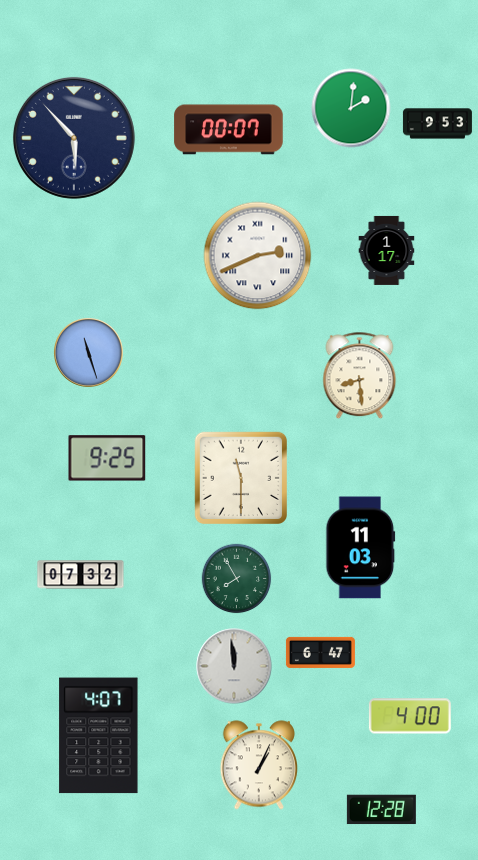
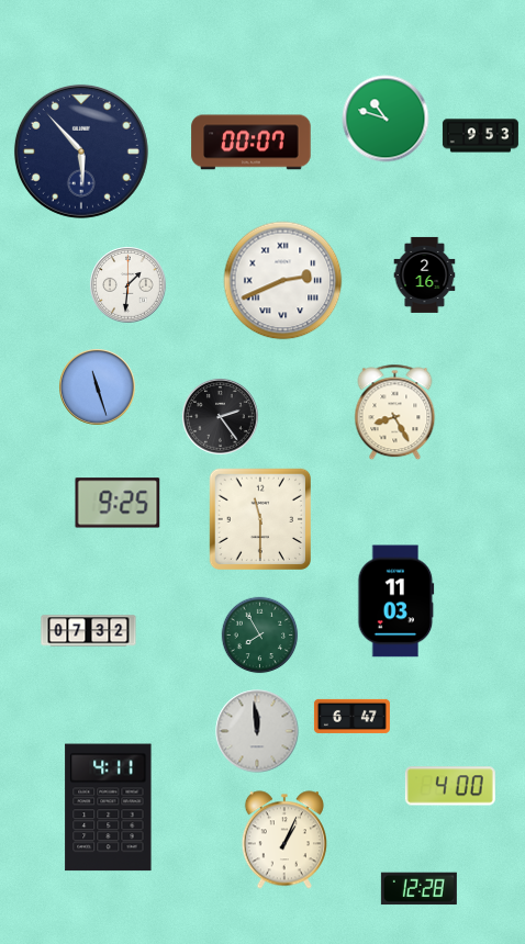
clock at (351, 108): 2:01 -> 10:48
clock at (387, 250): 1:17 -> 2:16
clock at (129, 285): none -> 1:31
clock at (360, 376): 8:29 -> 8:25
clock at (221, 417): none -> 2:24
clock at (241, 478) position: (241, 478) -> (260, 519)
clock at (99, 736): 4:07 -> 4:11
